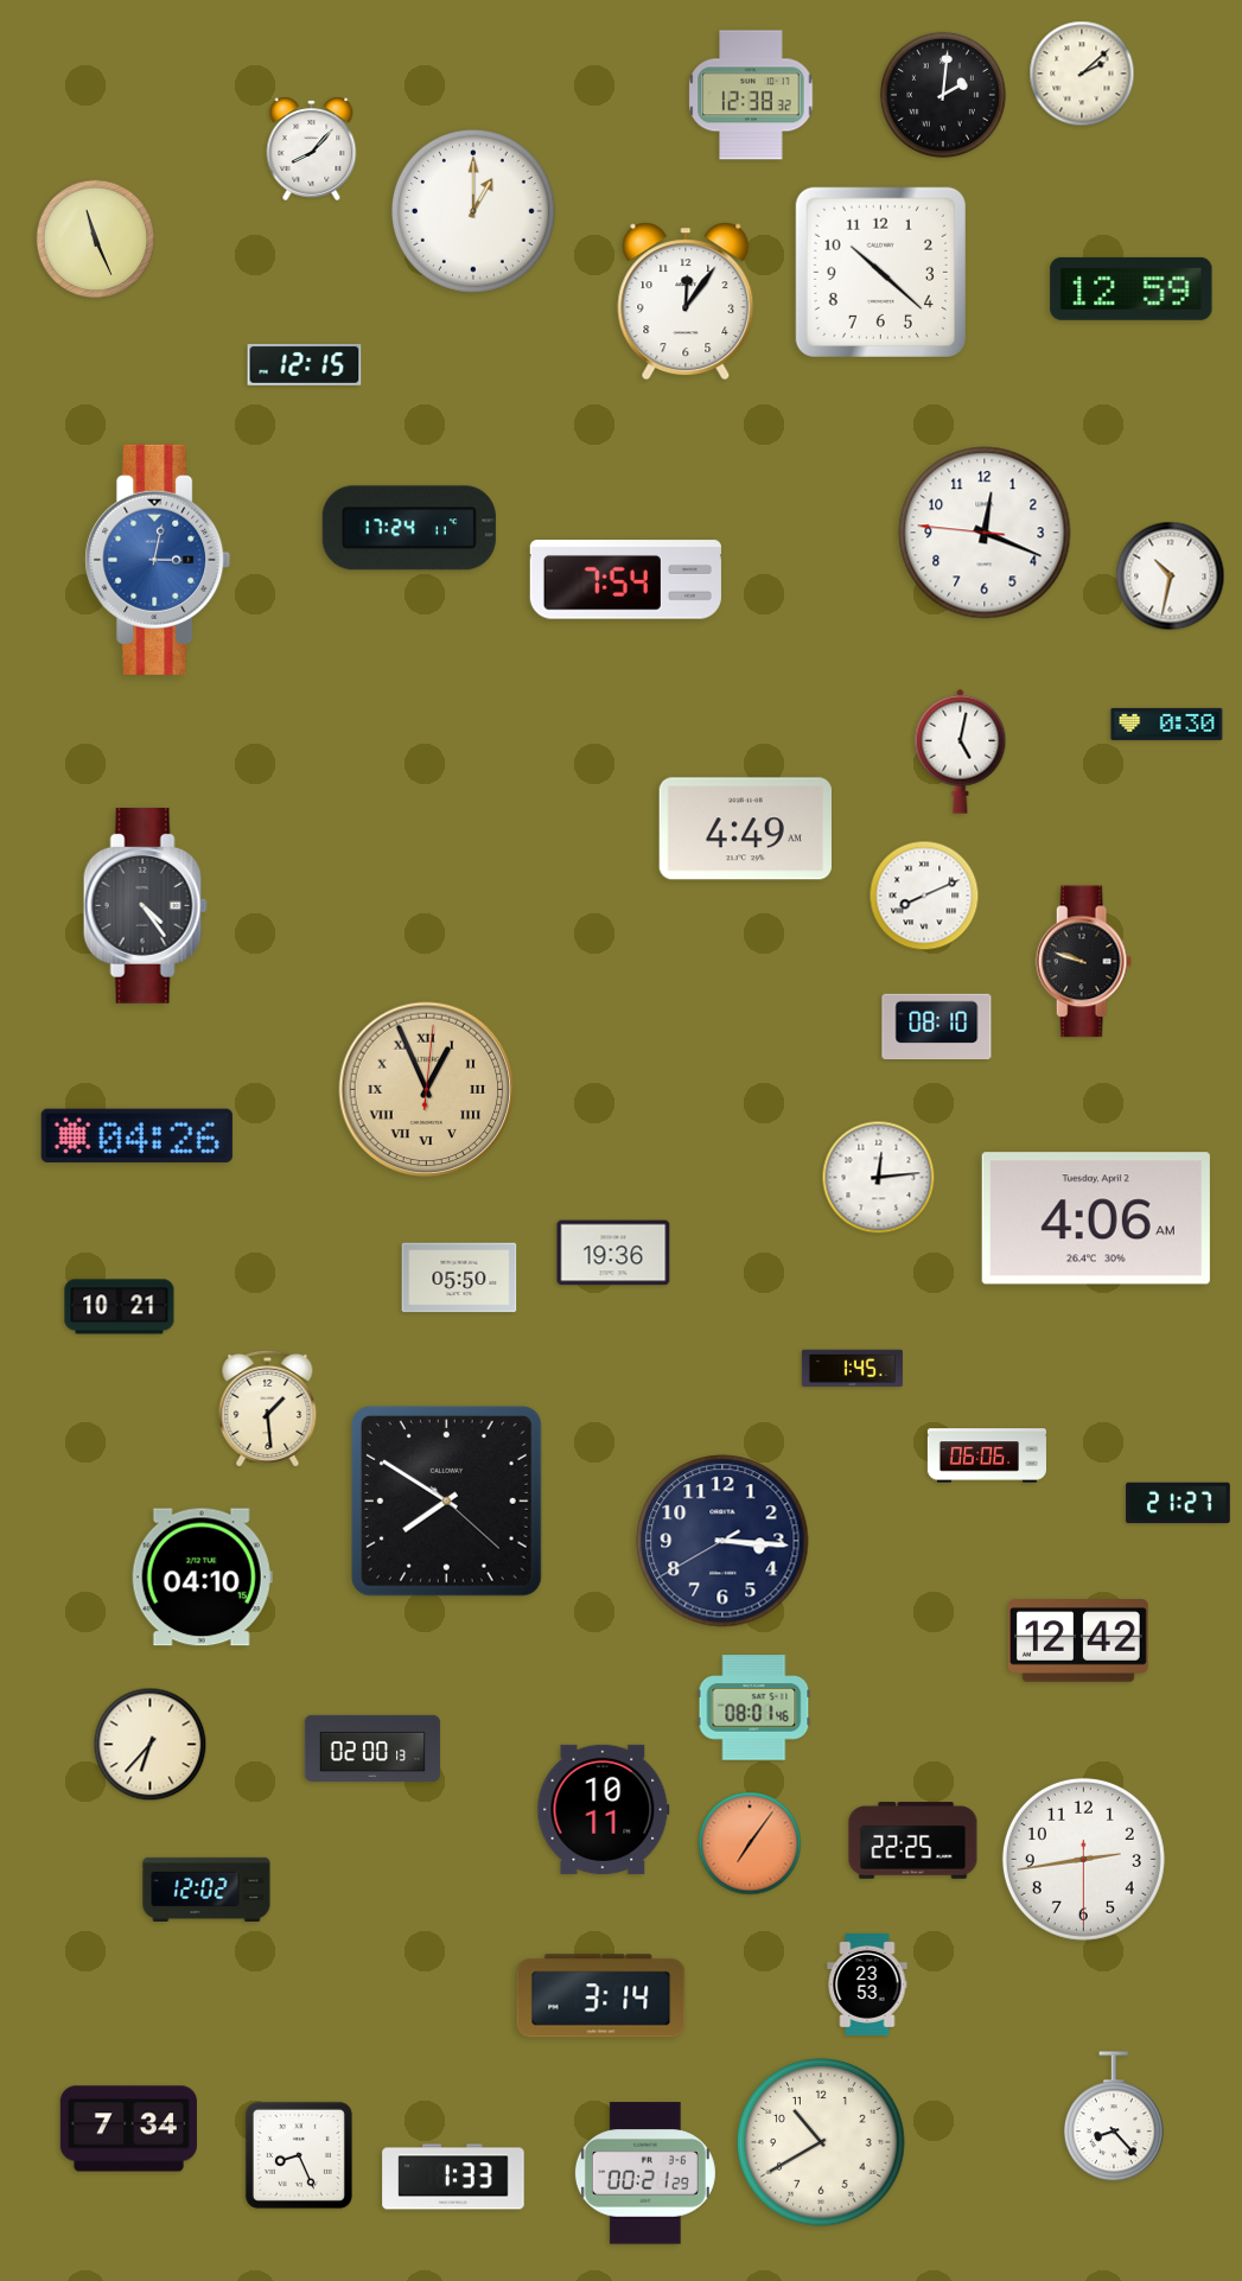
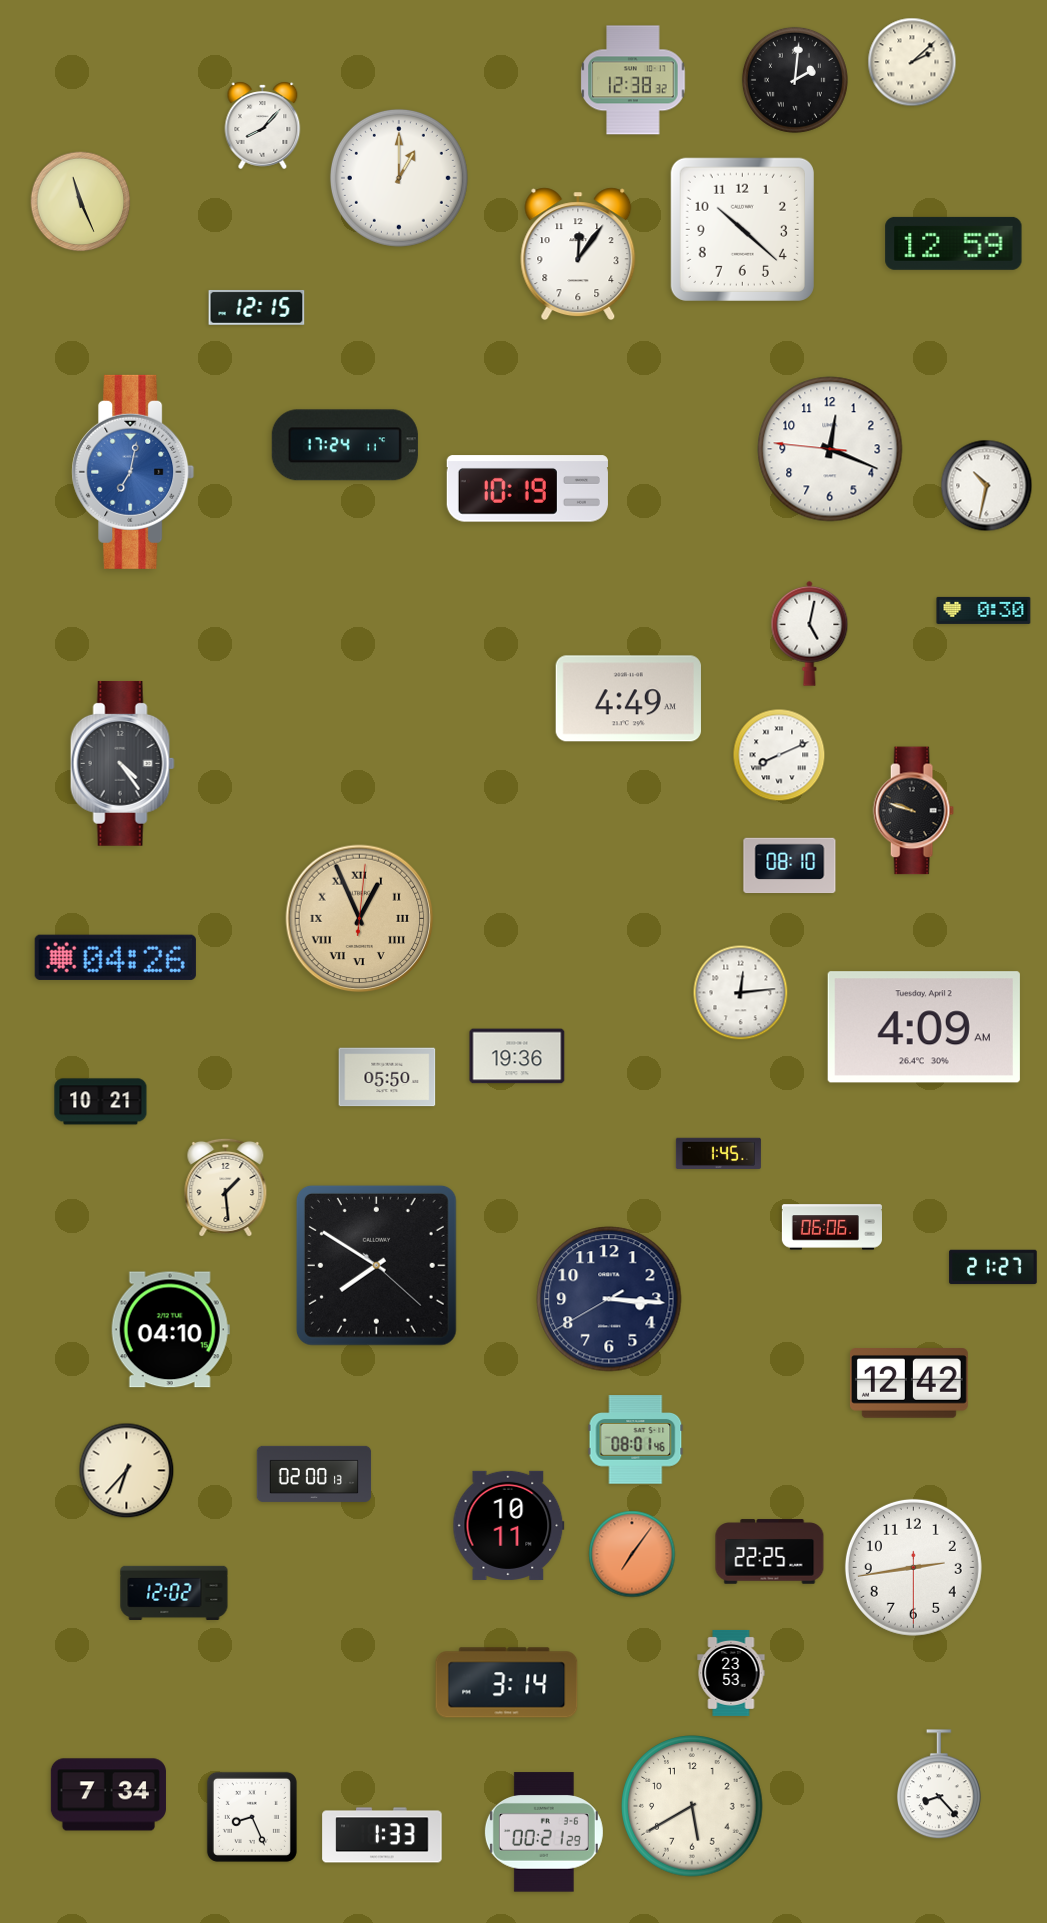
clock at (158, 560): 3:02 -> 7:02
clock at (625, 580): 7:54 -> 10:19
clock at (1096, 1218): 4:06 -> 4:09
clock at (821, 2142): 10:40 -> 5:40
